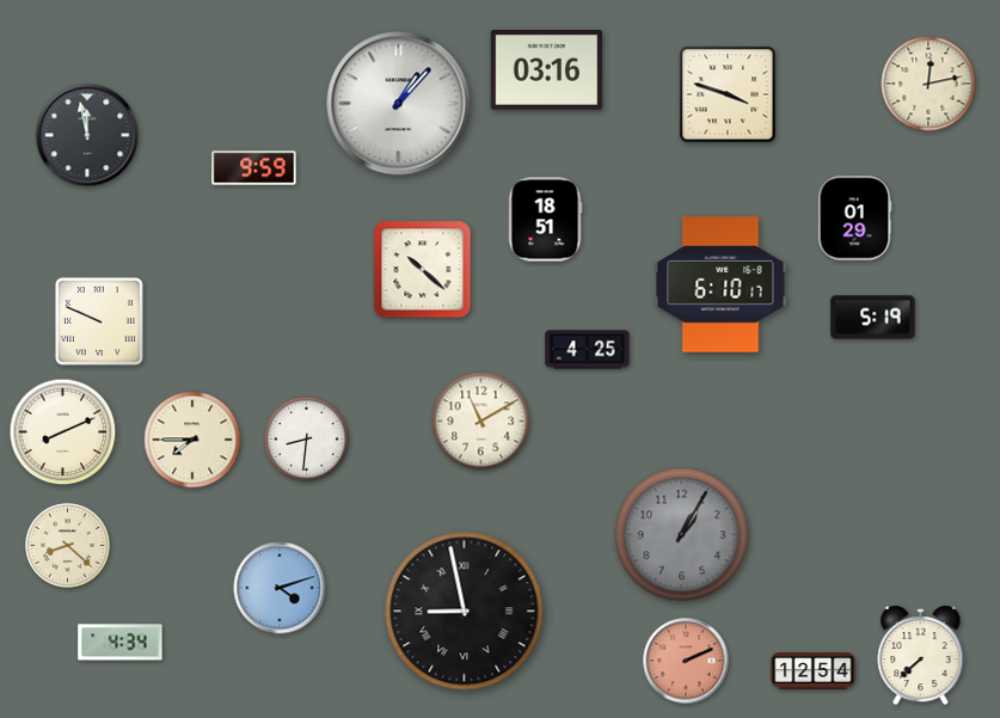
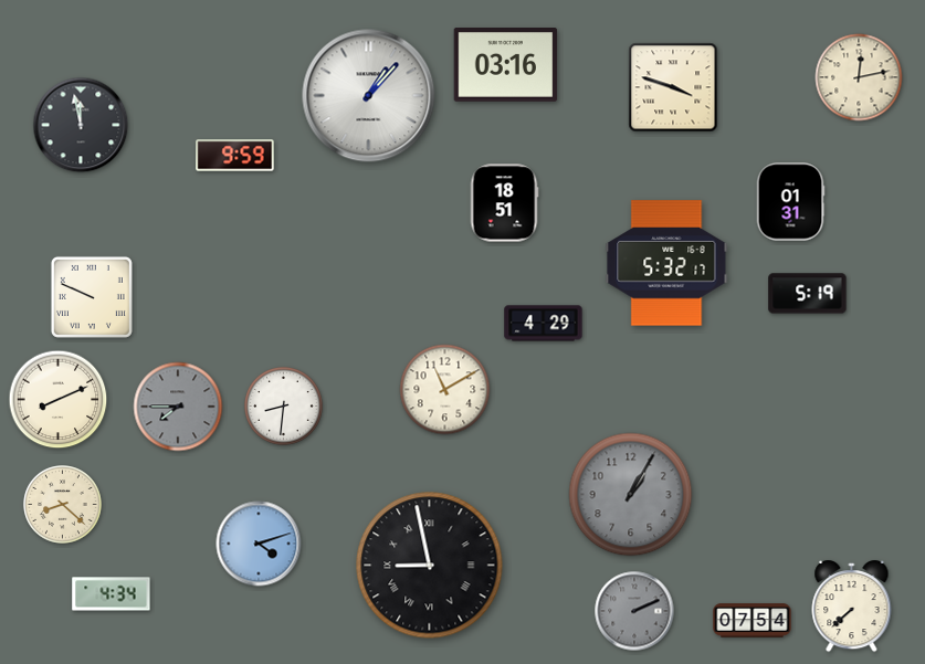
clock at (854, 219): 01:29 -> 01:31
clock at (423, 270): 10:22 -> none
clock at (720, 284): 6:10 -> 5:32
clock at (588, 350): 4:25 -> 4:29
clock at (192, 440) dial: cream -> grey
clock at (686, 661) dial: salmon -> grey
clock at (814, 671): 12:54 -> 07:54
